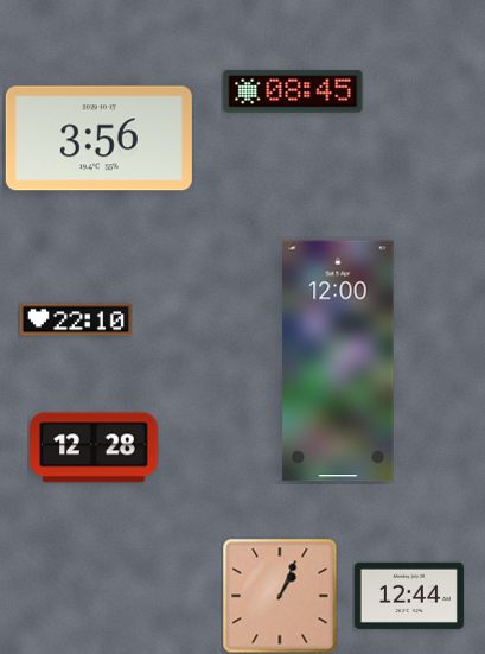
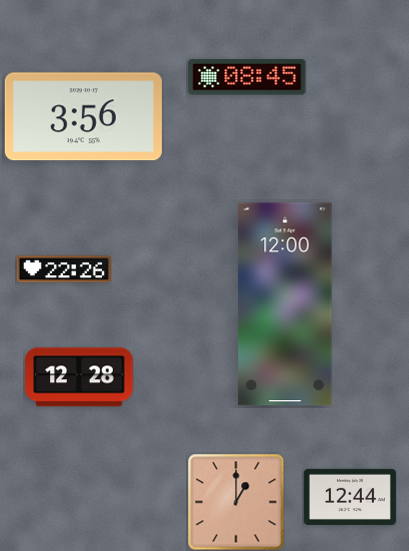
clock at (76, 319): 22:10 -> 22:26
clock at (280, 596): 1:04 -> 1:00
clock at (409, 596) position: (409, 596) -> (350, 497)
